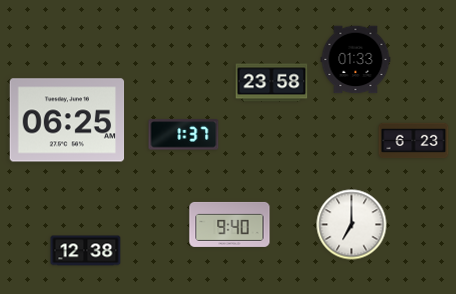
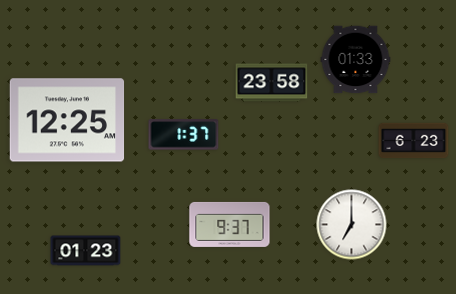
clock at (67, 120): 06:25 -> 12:25
clock at (230, 224): 9:40 -> 9:37
clock at (86, 251): 12:38 -> 01:23
